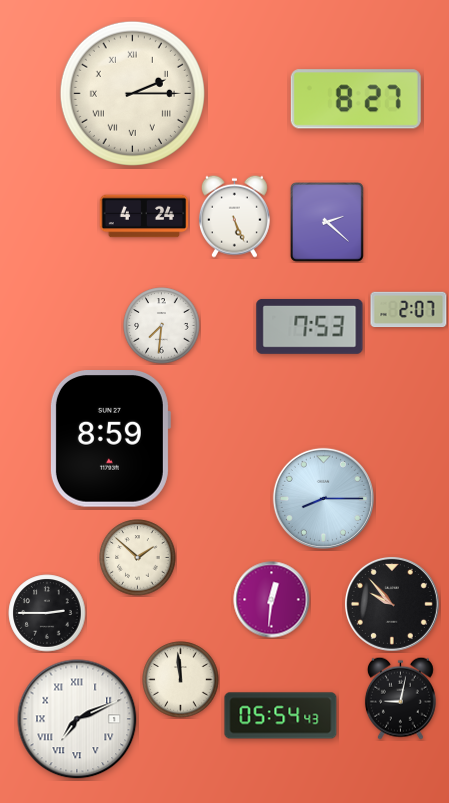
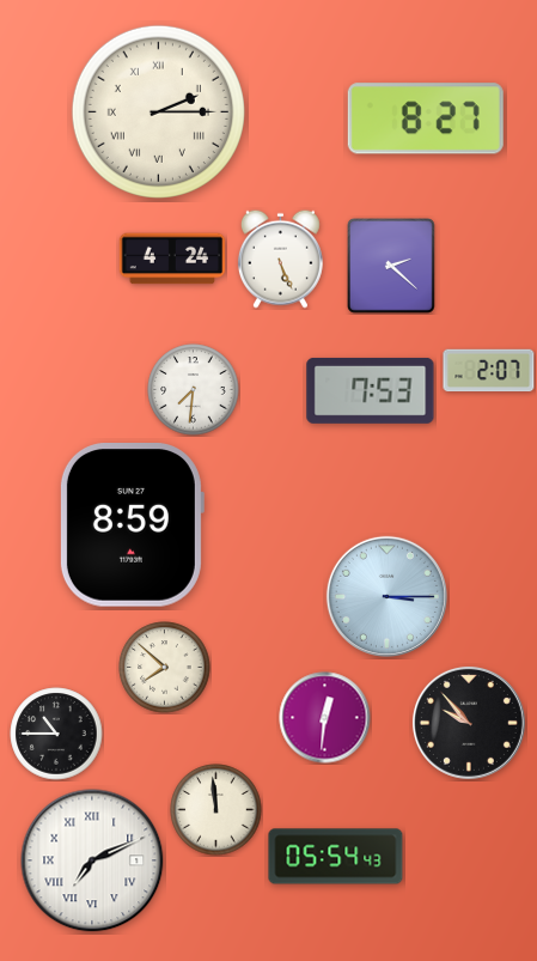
clock at (323, 498): 8:15 -> 3:15
clock at (138, 558): 1:52 -> 7:52
clock at (47, 613): 2:45 -> 10:45
clock at (181, 680) position: (181, 680) -> (216, 810)
clock at (400, 698): 9:02 -> none
